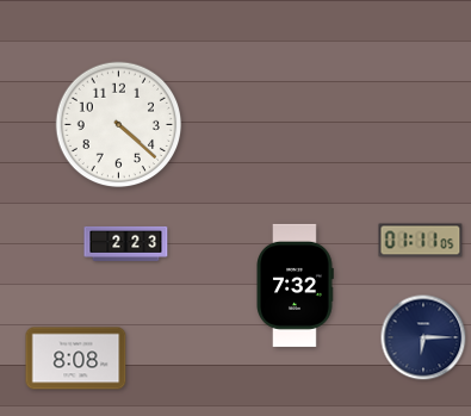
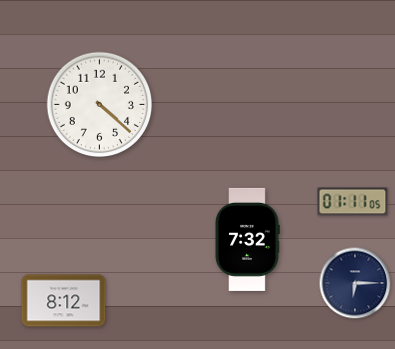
clock at (126, 243): 2:23 -> none
clock at (76, 359): 8:08 -> 8:12
